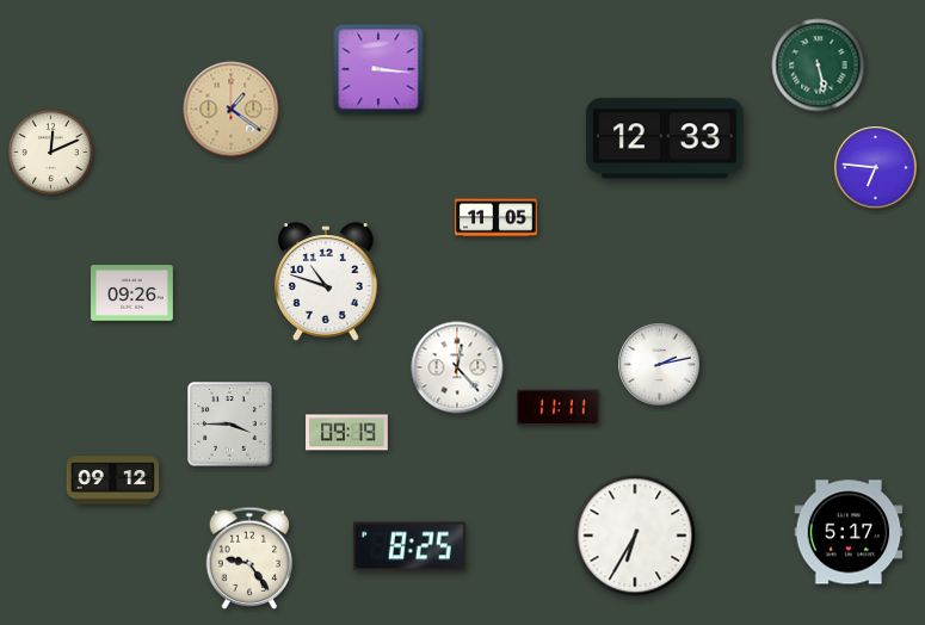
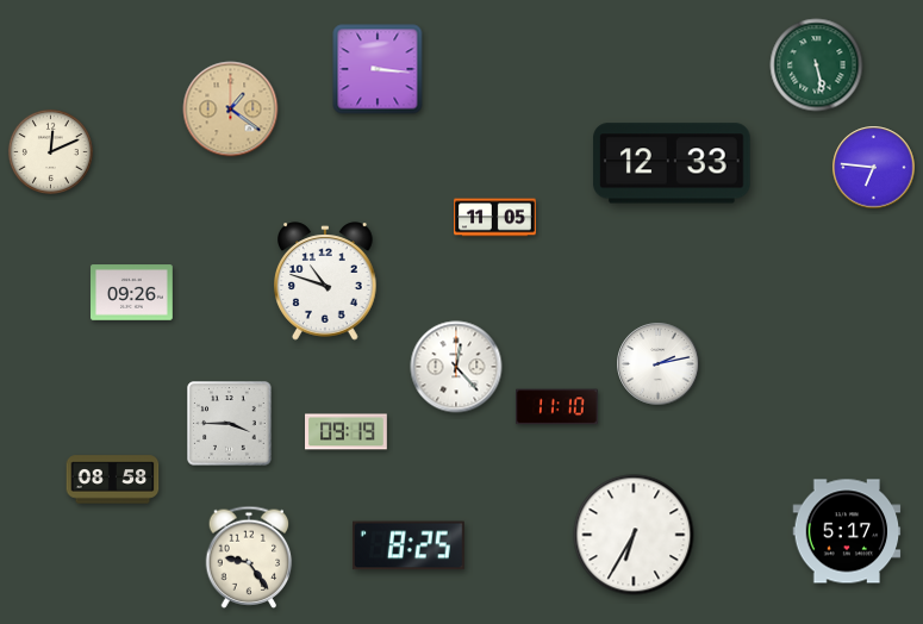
clock at (665, 138) position: (665, 138) -> (672, 163)
clock at (559, 408): 11:11 -> 11:10
clock at (113, 481): 09:12 -> 08:58
